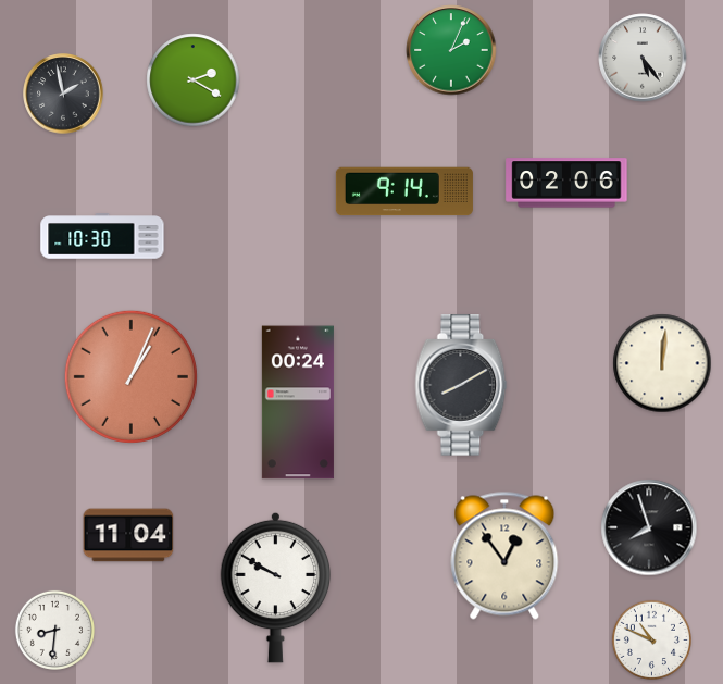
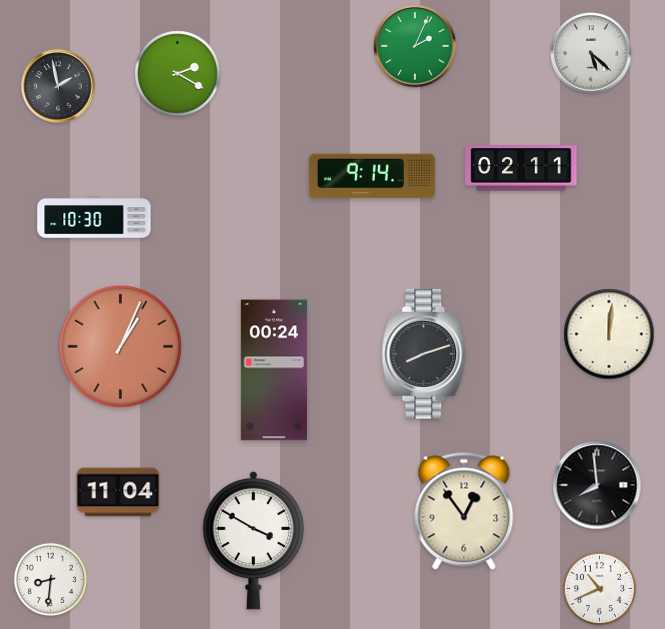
clock at (643, 58): 5:24 -> 5:22
clock at (566, 183): 02:06 -> 02:11
clock at (461, 385): 8:10 -> 8:12
clock at (649, 527): 7:57 -> 7:59
clock at (276, 587): 9:50 -> 3:50
clock at (651, 639): 10:49 -> 10:41
